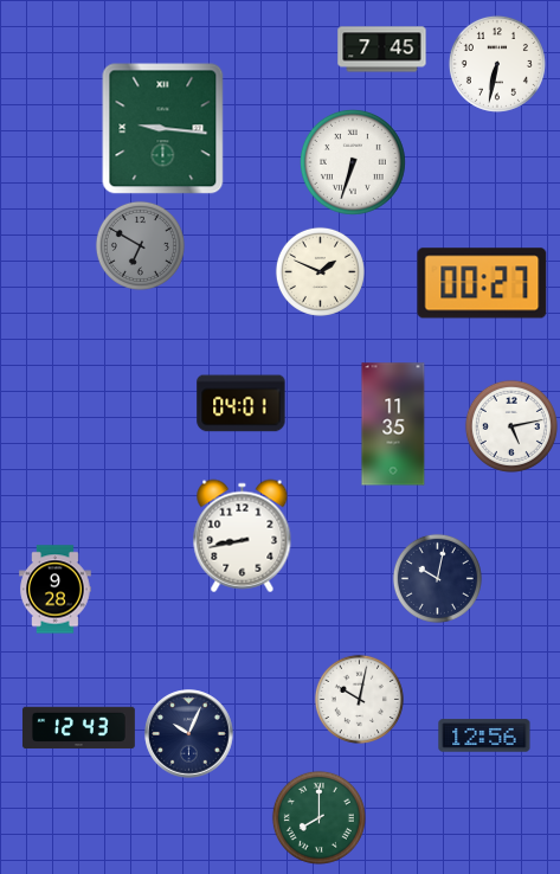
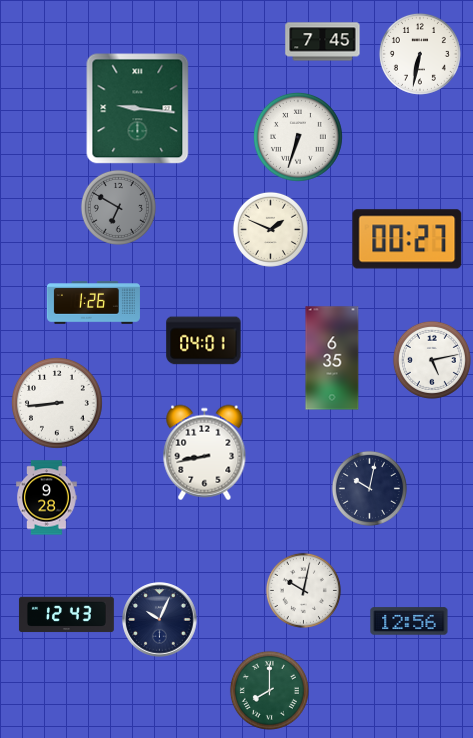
clock at (93, 303): none -> 1:26
clock at (393, 424): 11:35 -> 6:35
clock at (57, 403): none -> 8:44
